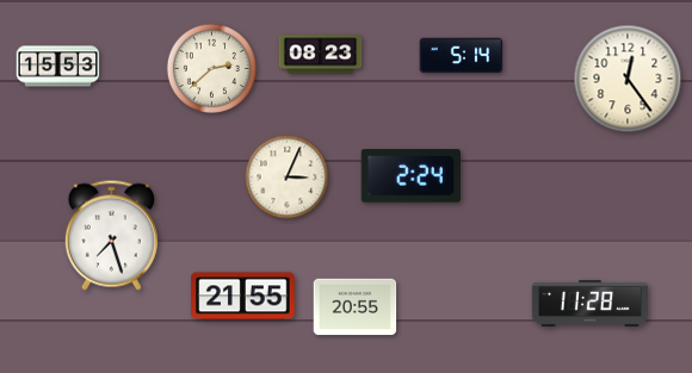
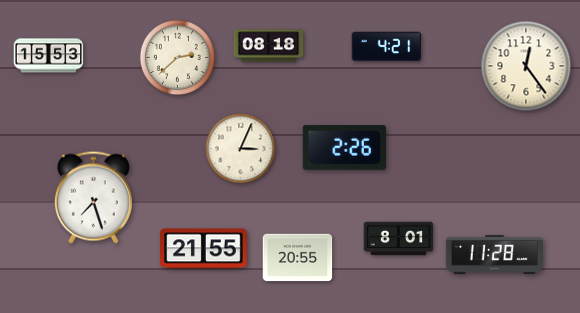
clock at (321, 55): 08:23 -> 08:18
clock at (462, 56): 5:14 -> 4:21
clock at (410, 176): 2:24 -> 2:26
clock at (399, 239): none -> 8:01
